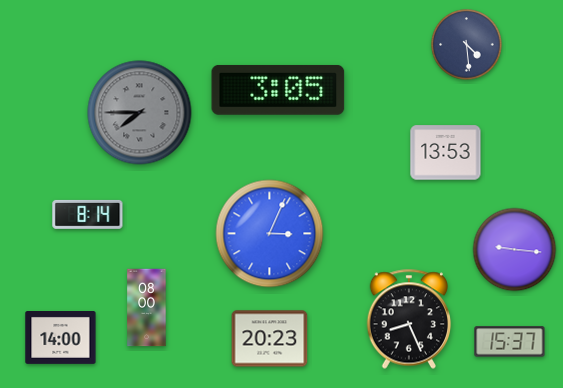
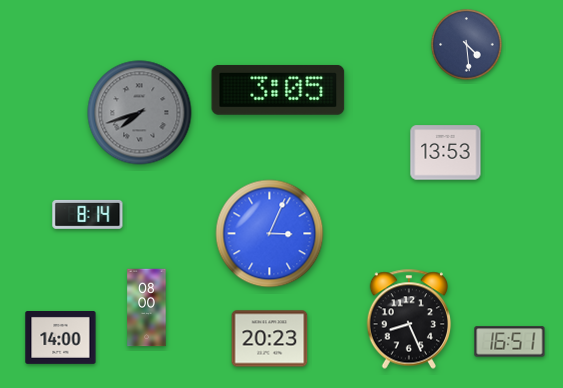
clock at (140, 113): 7:45 -> 7:42
clock at (515, 250): 9:16 -> none
clock at (510, 342): 15:37 -> 16:51
